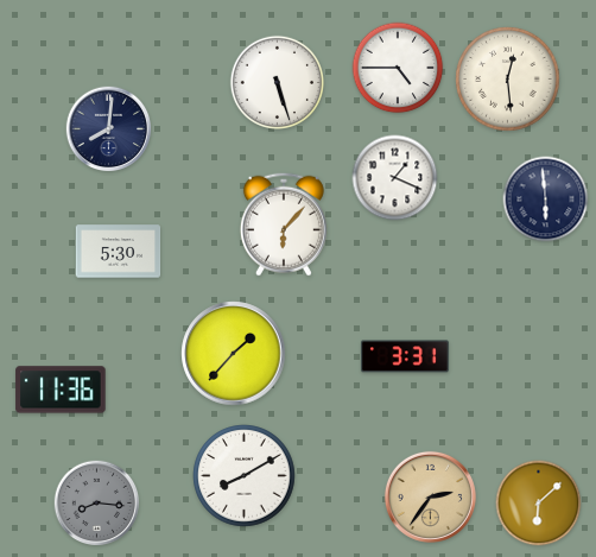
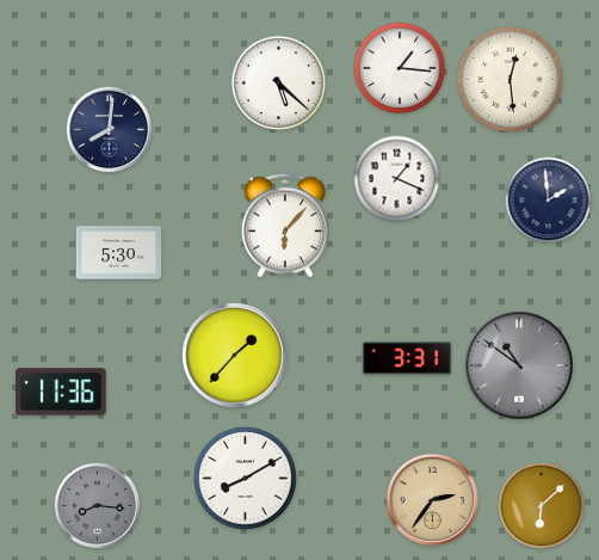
clock at (398, 68): 4:45 -> 1:16
clock at (277, 83): 5:27 -> 5:22
clock at (546, 200): 5:59 -> 1:59
clock at (519, 365): none -> 10:51
